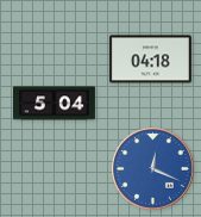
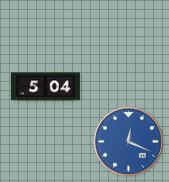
clock at (150, 60): 04:18 -> none
